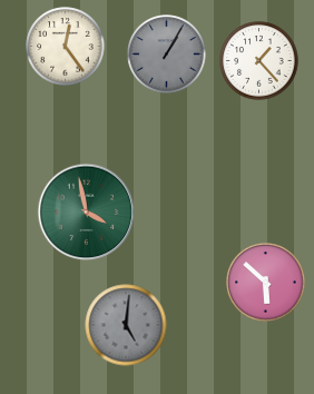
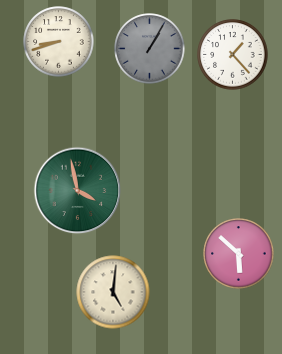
clock at (66, 47): 12:24 -> 8:42
clock at (126, 325) dial: grey -> cream
